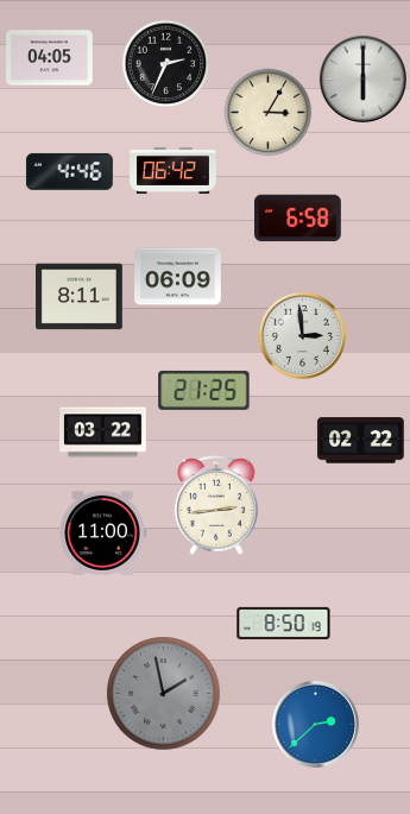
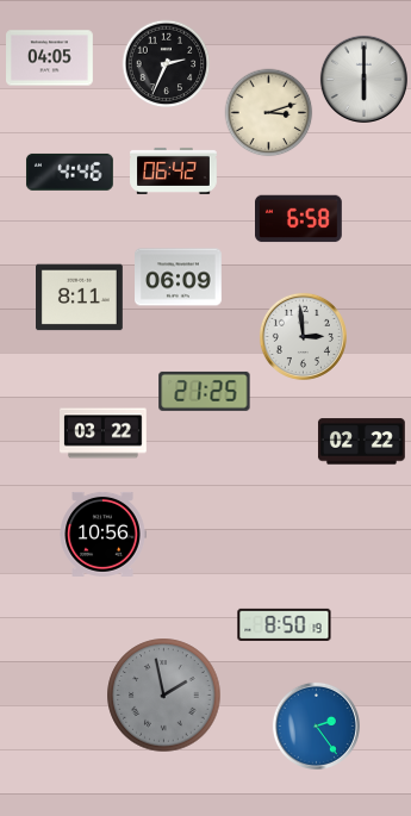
clock at (269, 113): 3:05 -> 3:12
clock at (216, 506): 2:44 -> none
clock at (102, 532): 11:00 -> 10:56
clock at (315, 724): 2:38 -> 2:24
